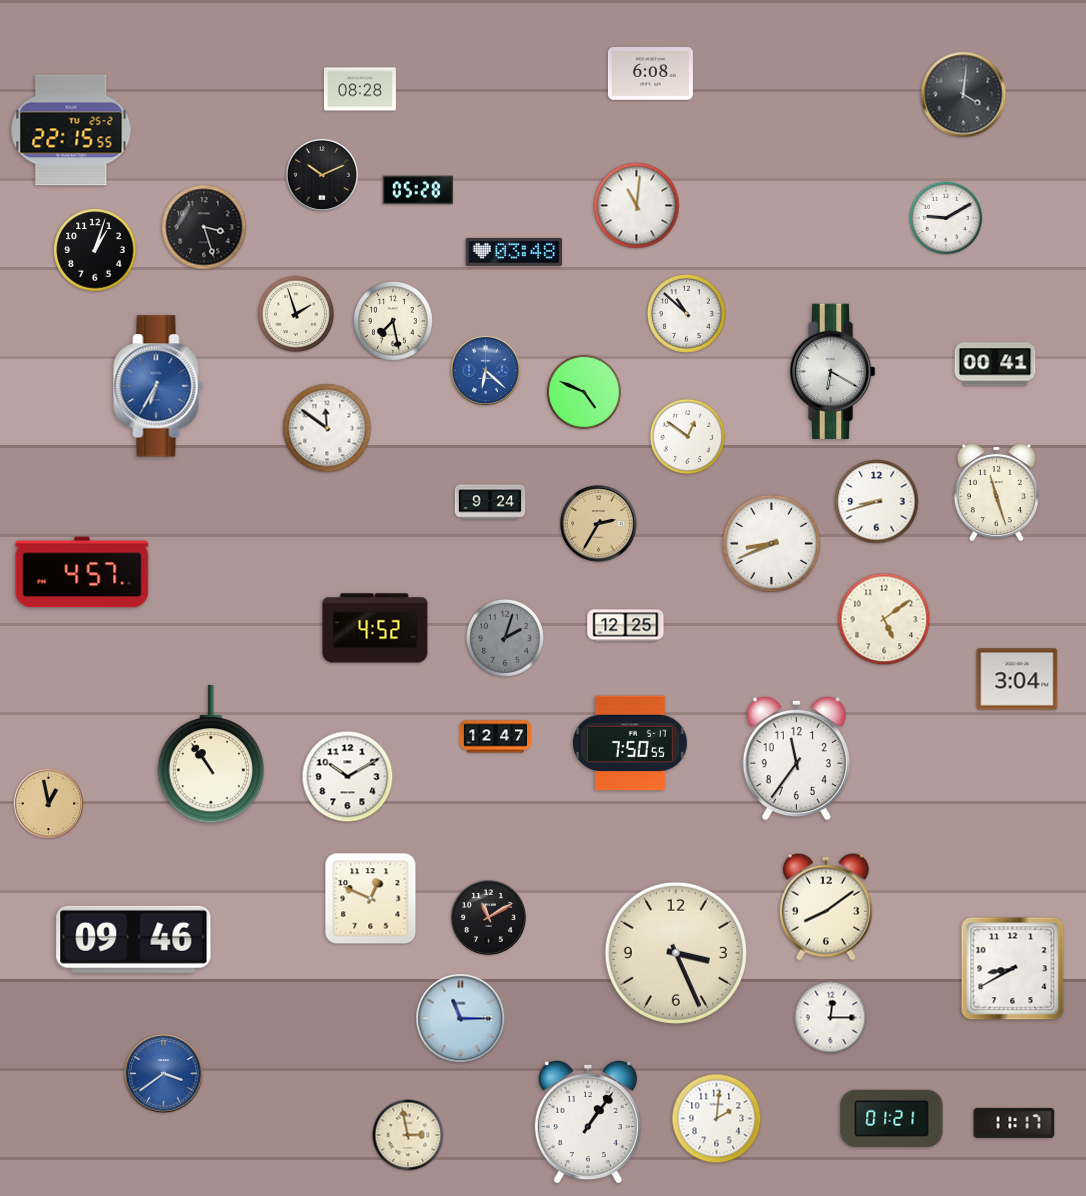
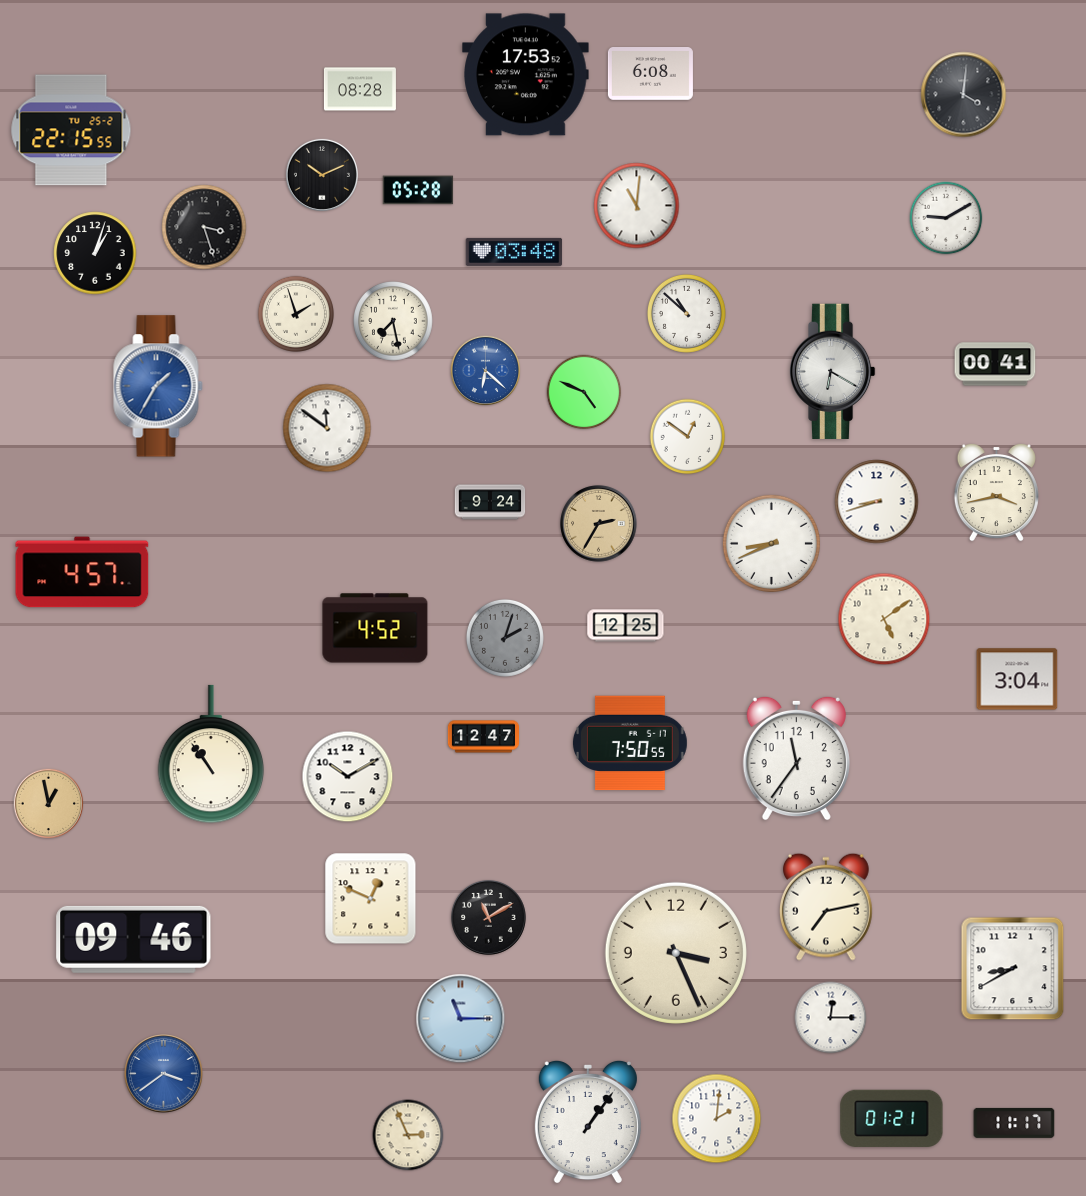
clock at (526, 75): none -> 17:53
clock at (95, 250) position: (95, 250) -> (95, 253)
clock at (158, 386): 6:35 -> 1:35
clock at (996, 492): 11:27 -> 3:43
clock at (495, 737) position: (495, 737) -> (483, 737)
clock at (826, 907): 8:09 -> 7:13
clock at (408, 1135): 2:58 -> 2:56
